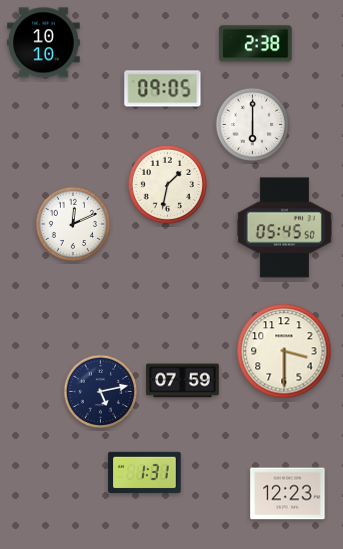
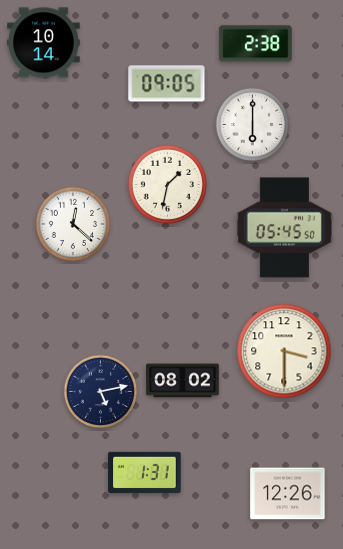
clock at (44, 43): 10:10 -> 10:14
clock at (163, 89) position: (163, 89) -> (167, 84)
clock at (72, 223): 12:11 -> 12:22
clock at (183, 381): 07:59 -> 08:02
clock at (288, 494): 12:23 -> 12:26
